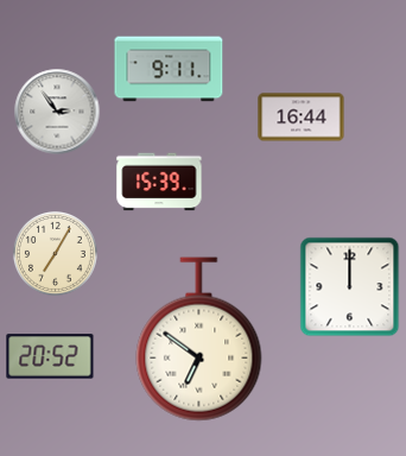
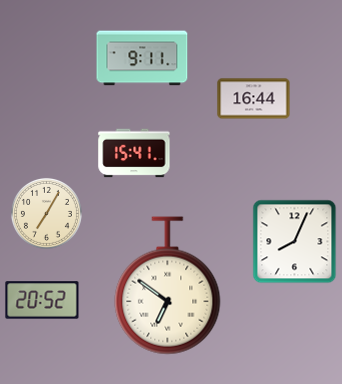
clock at (57, 112): 2:54 -> none
clock at (159, 182): 15:39 -> 15:41
clock at (350, 287): 12:00 -> 8:04
